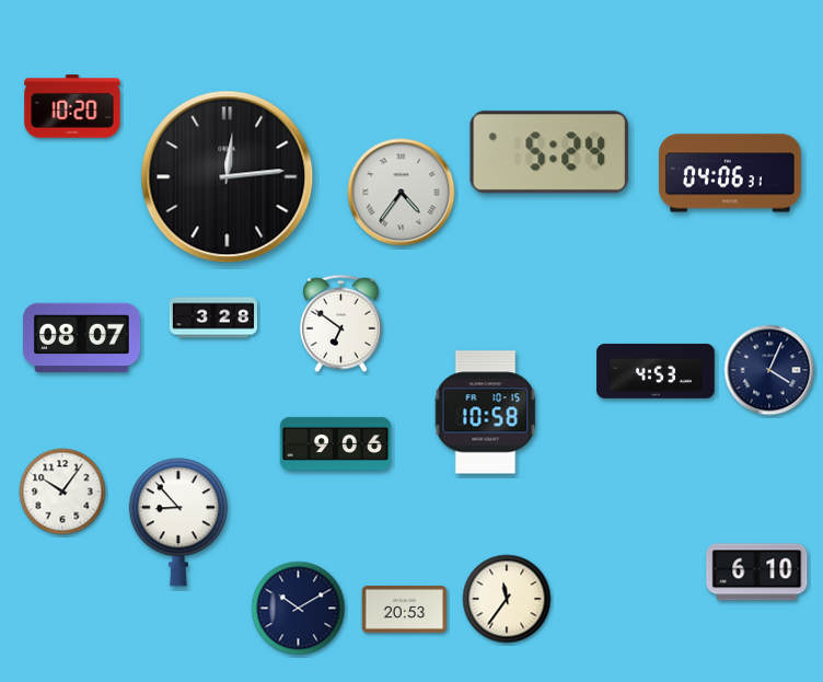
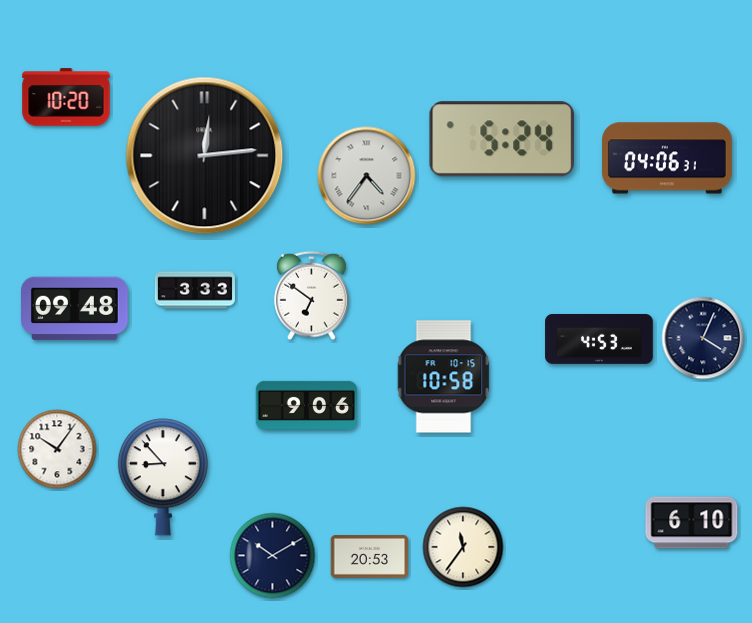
clock at (228, 177) position: (228, 177) -> (205, 156)
clock at (213, 317): 3:28 -> 3:33
clock at (82, 338): 08:07 -> 09:48
